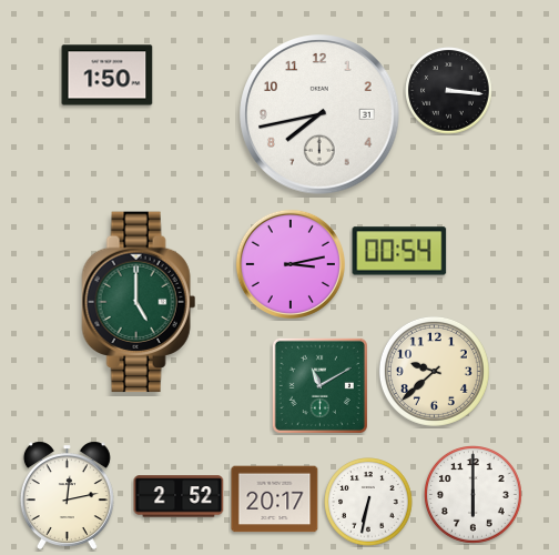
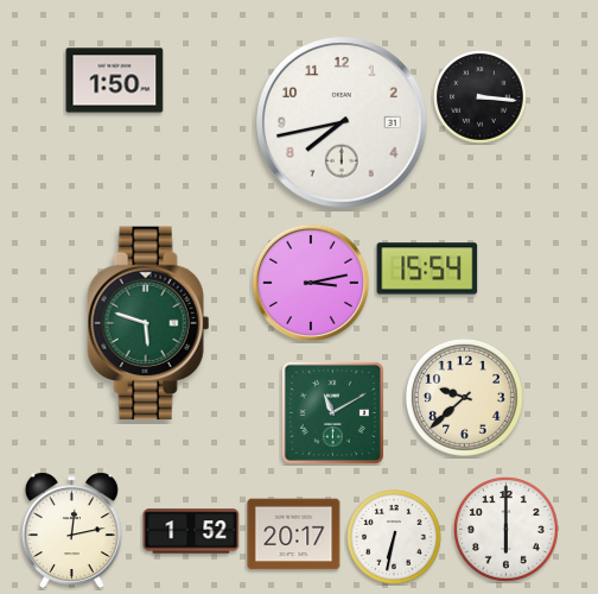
clock at (399, 251): 00:54 -> 15:54
clock at (139, 302): 5:00 -> 5:48
clock at (319, 385) position: (319, 385) -> (332, 412)
clock at (179, 496): 2:52 -> 1:52
